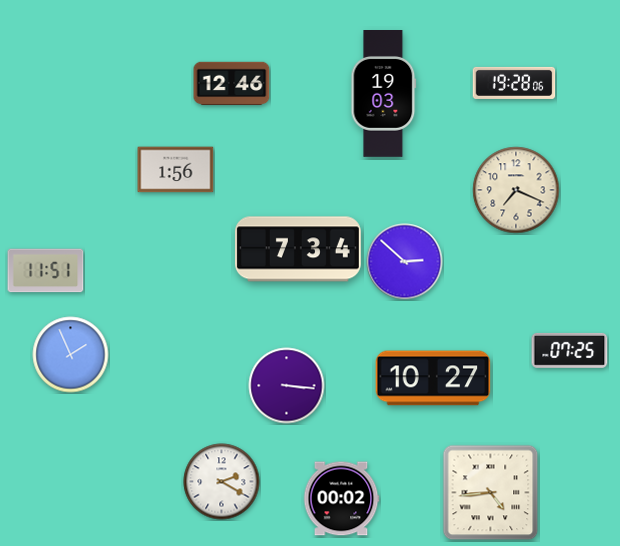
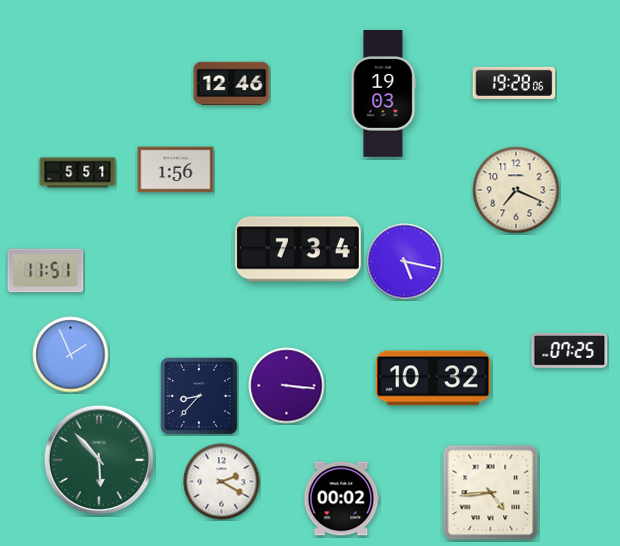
clock at (78, 173): none -> 5:51
clock at (405, 262): 2:52 -> 5:17
clock at (433, 378): 10:27 -> 10:32
clock at (199, 396): none -> 8:37
clock at (99, 460): none -> 5:53
